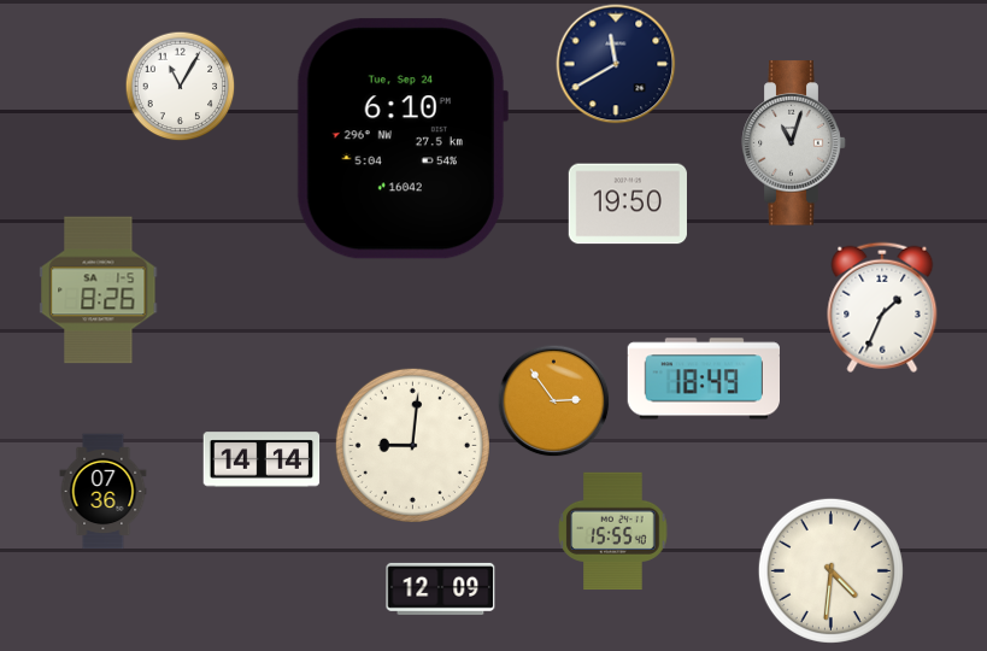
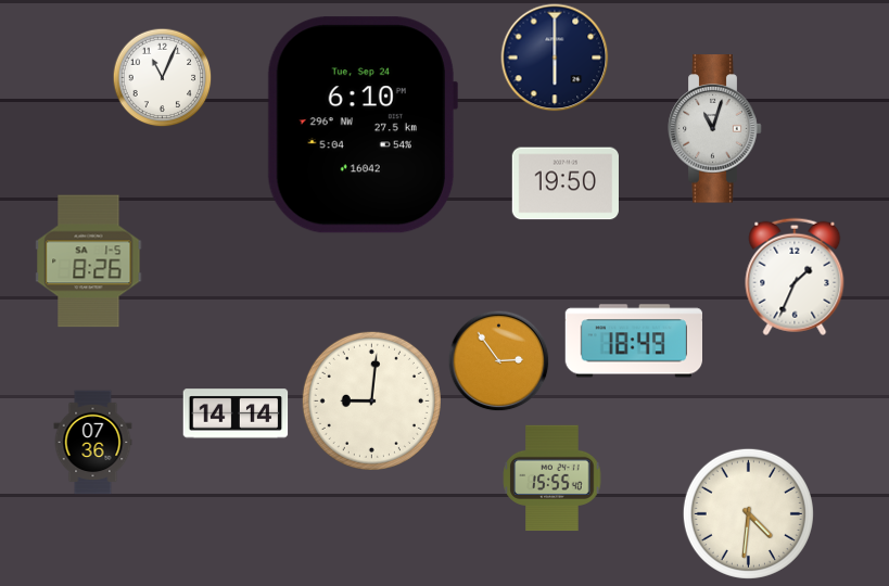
clock at (616, 64): 11:40 -> 6:00
clock at (181, 87): 11:05 -> 11:04
clock at (441, 588): 12:09 -> none
